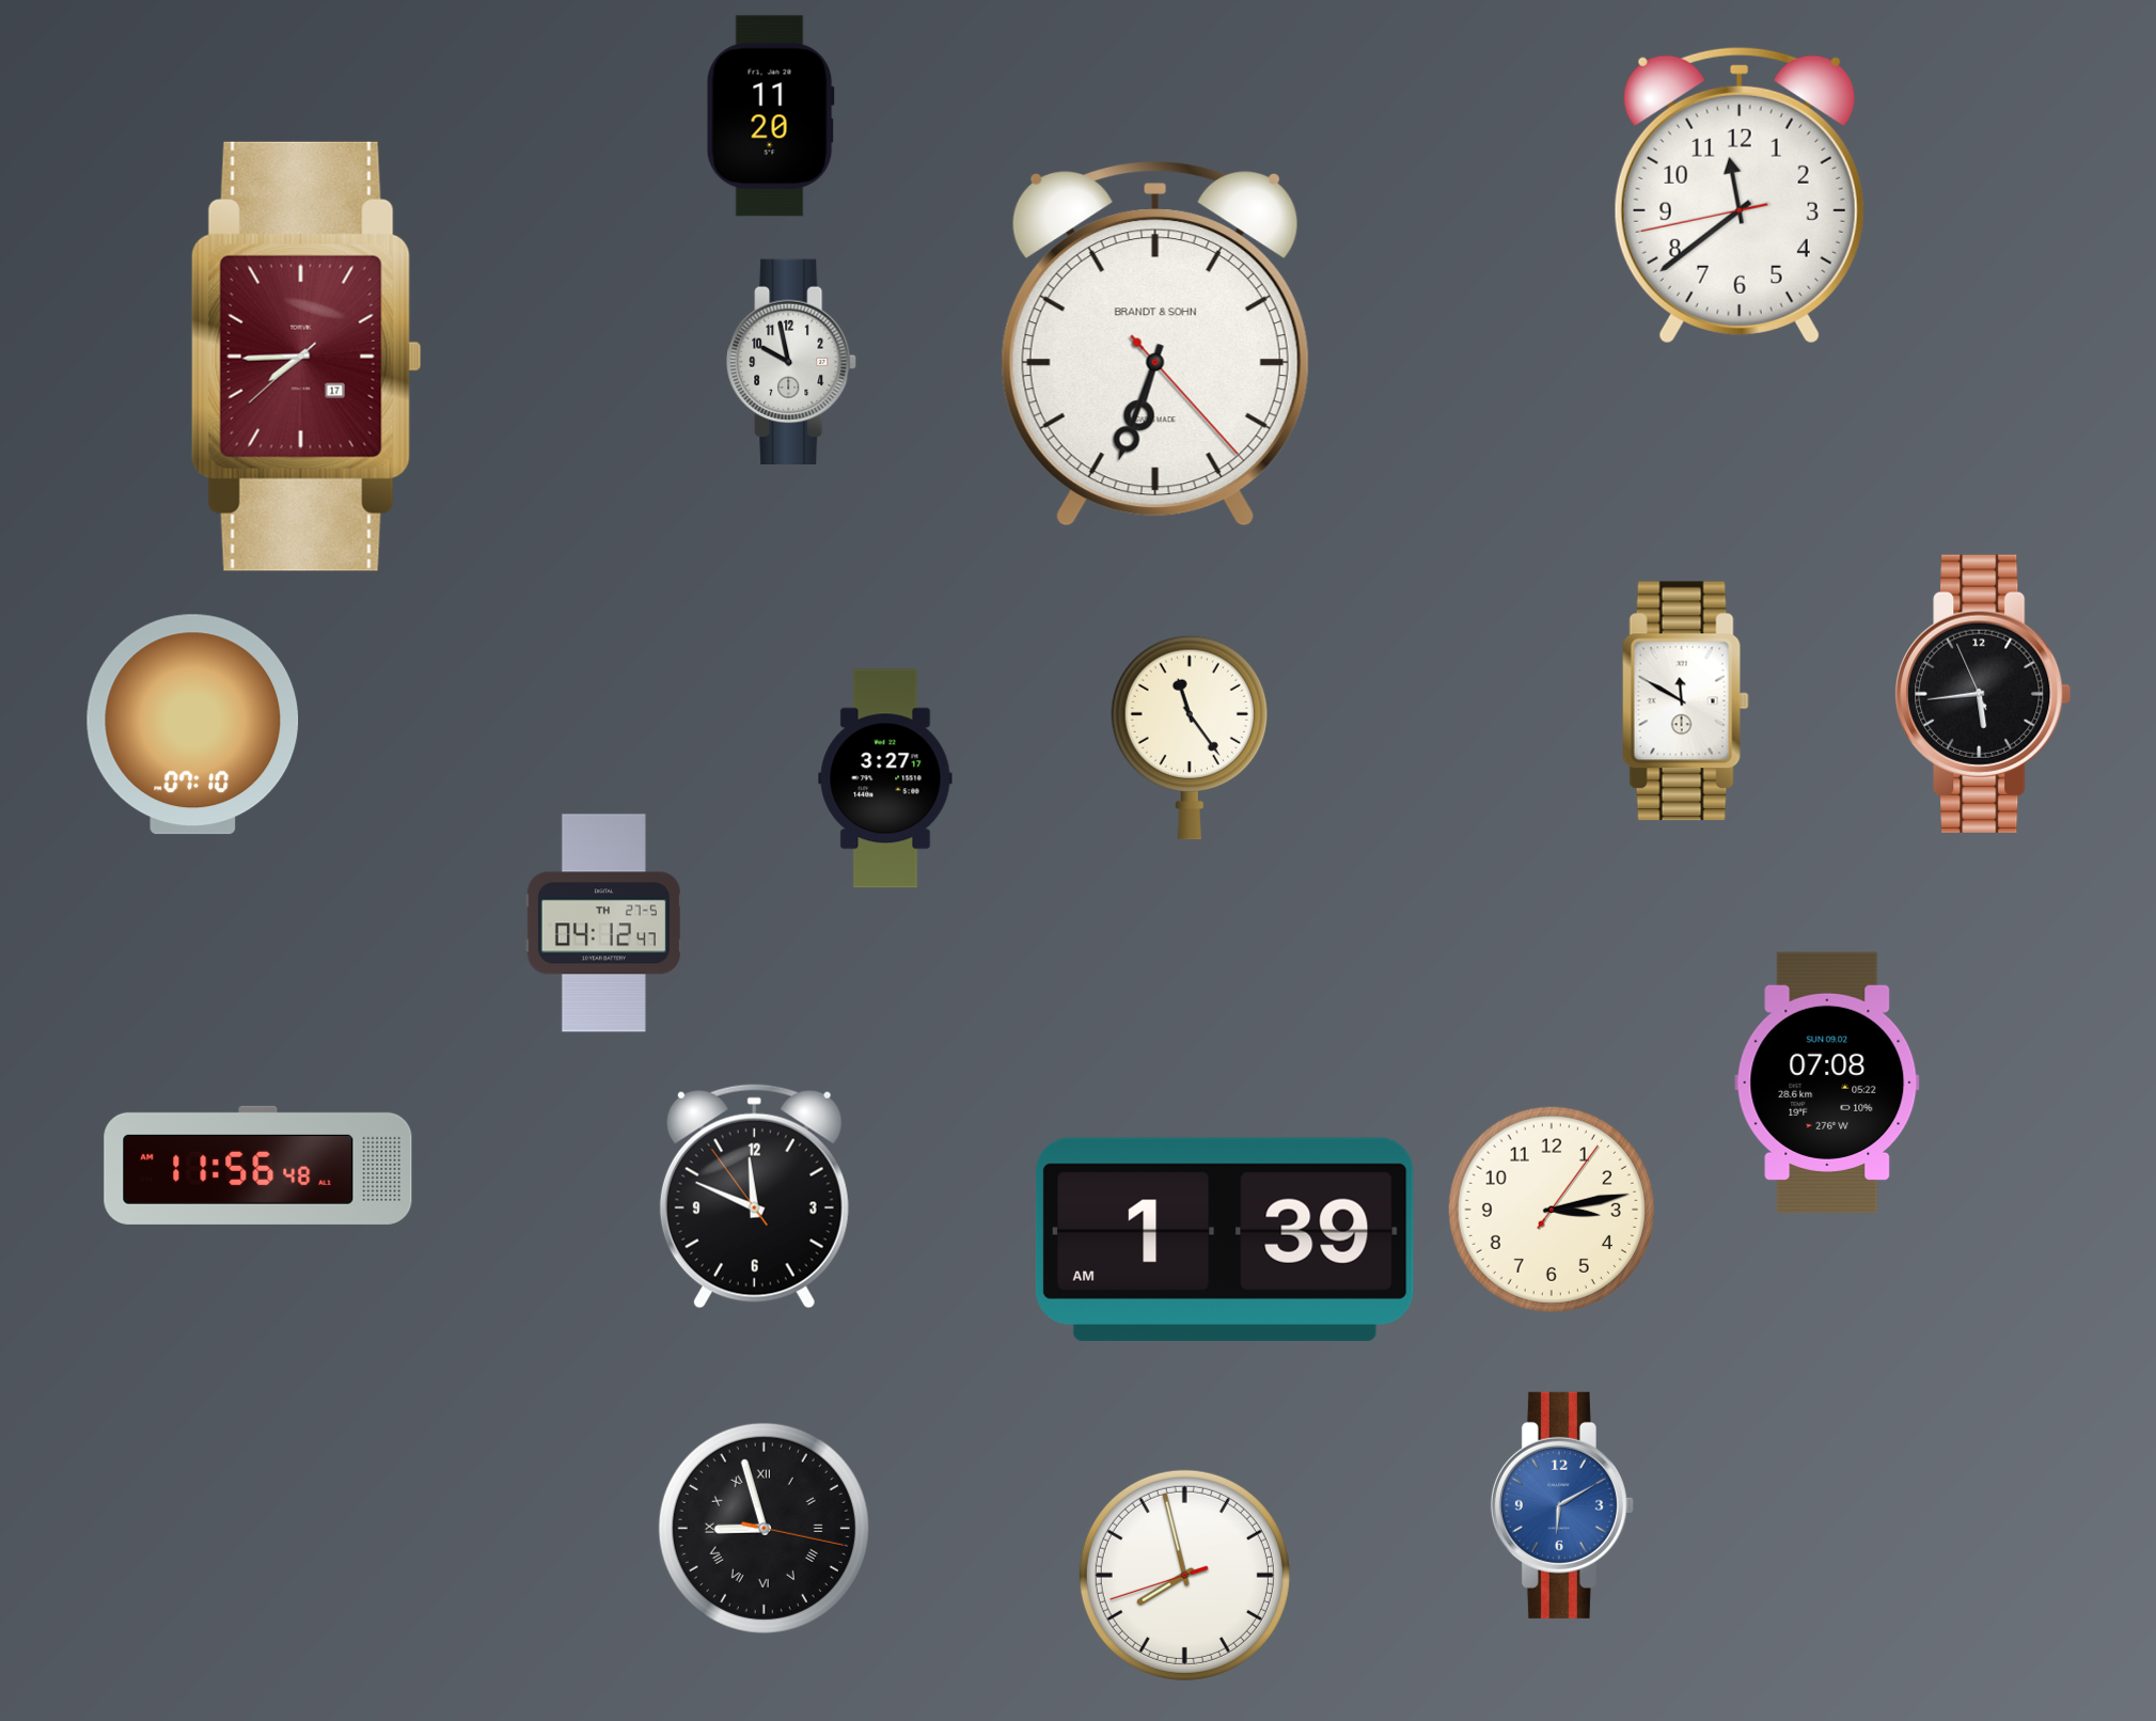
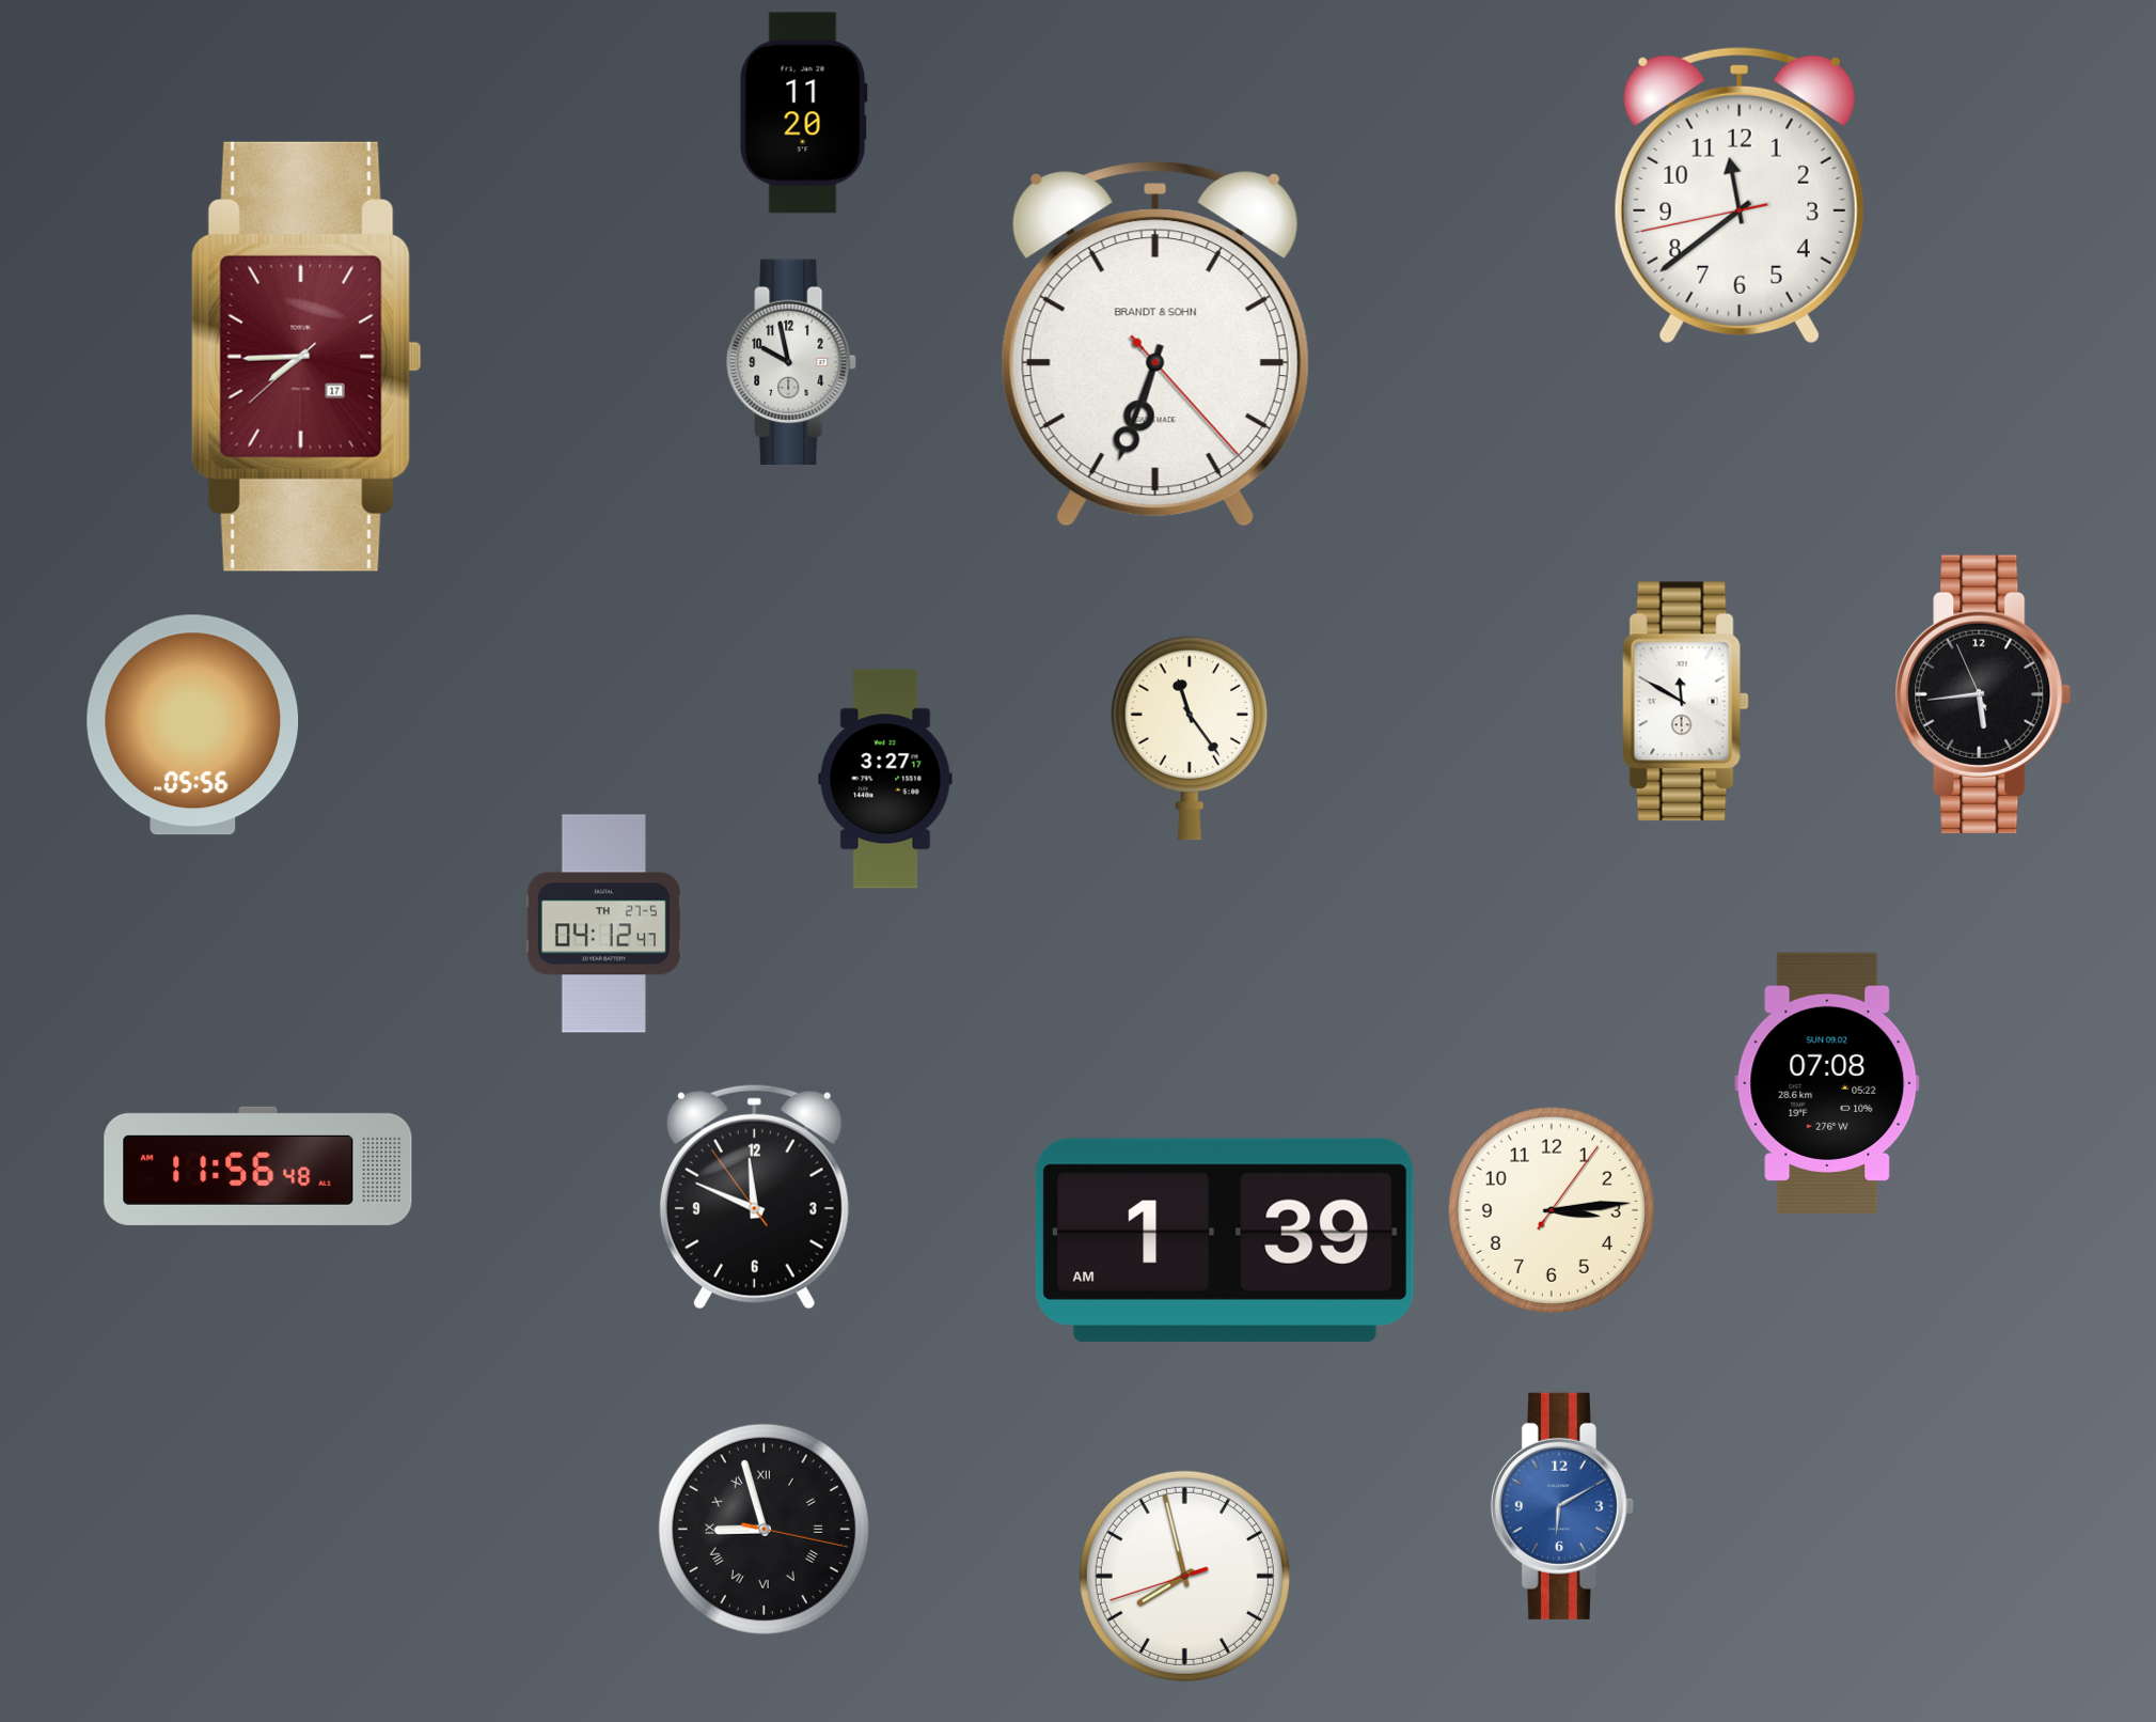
clock at (770, 116) position: (770, 116) -> (803, 113)
clock at (193, 725): 07:10 -> 05:56
clock at (1552, 1210): 3:13 -> 3:14
